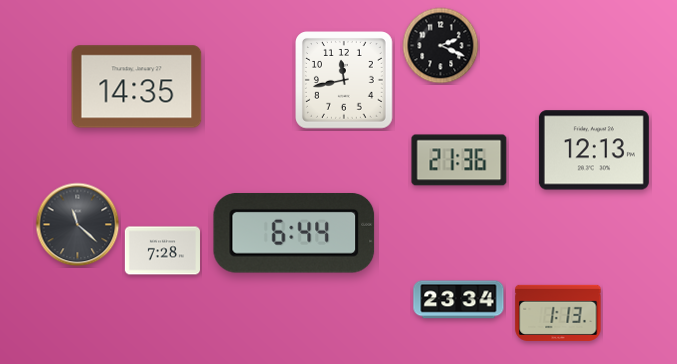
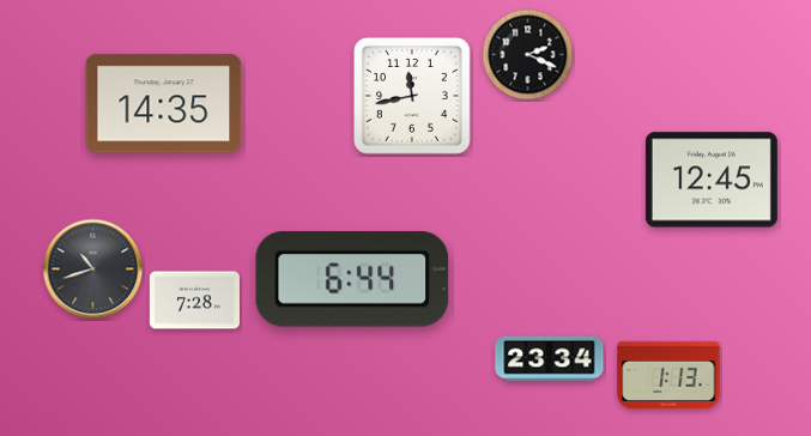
clock at (594, 150): 12:13 -> 12:45
clock at (459, 160): 21:36 -> none
clock at (78, 225): 11:22 -> 10:42
